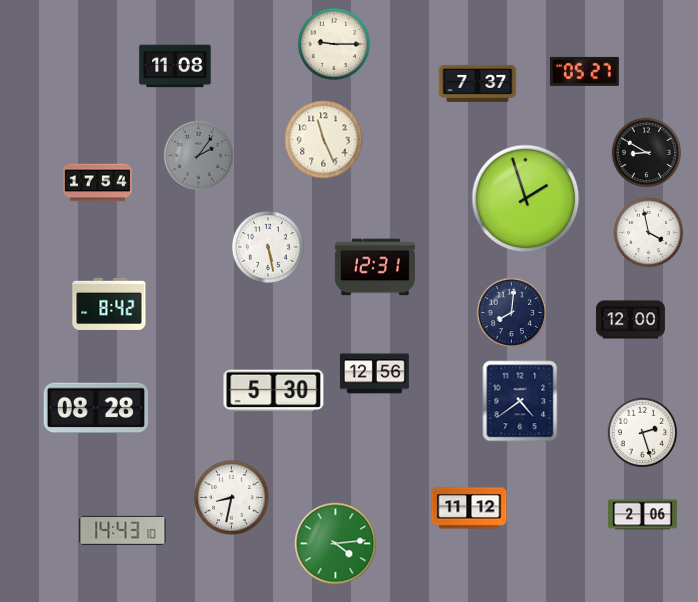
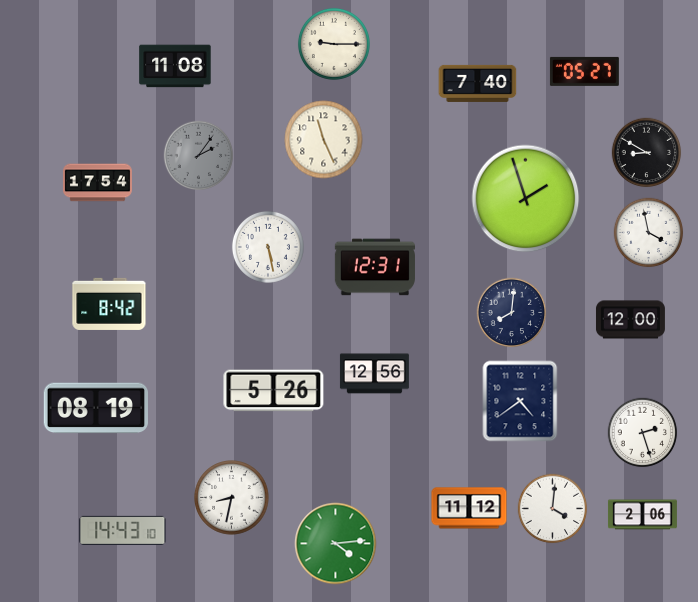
clock at (478, 83): 7:37 -> 7:40
clock at (274, 391): 5:30 -> 5:26
clock at (95, 408): 08:28 -> 08:19
clock at (553, 509): none -> 4:01
